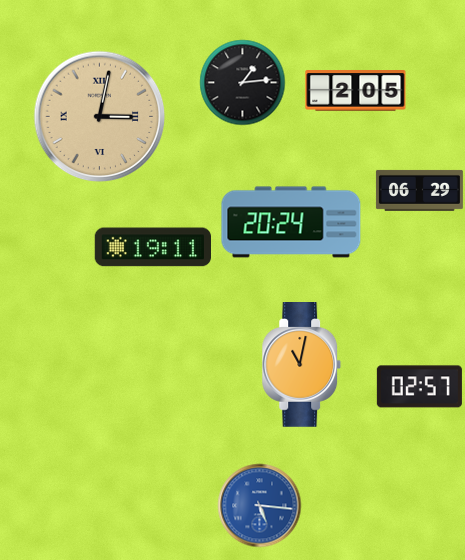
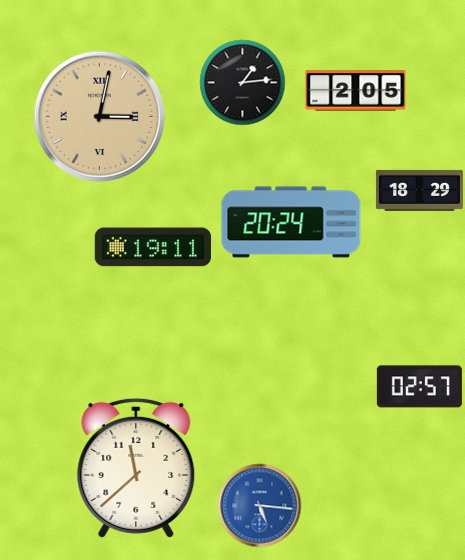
clock at (419, 190): 06:29 -> 18:29
clock at (302, 365): 11:02 -> none
clock at (136, 468): none -> 11:38
